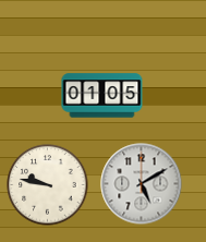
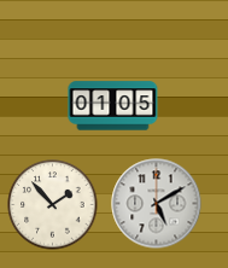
clock at (48, 185): 9:47 -> 1:53
